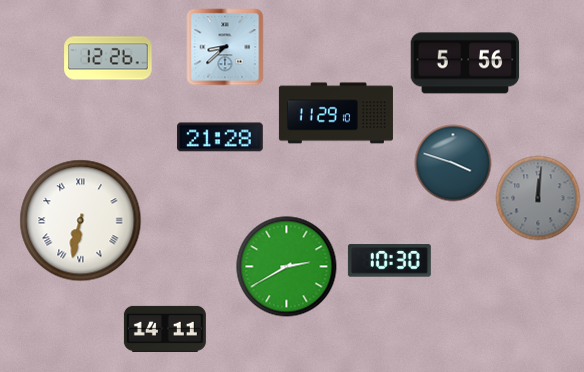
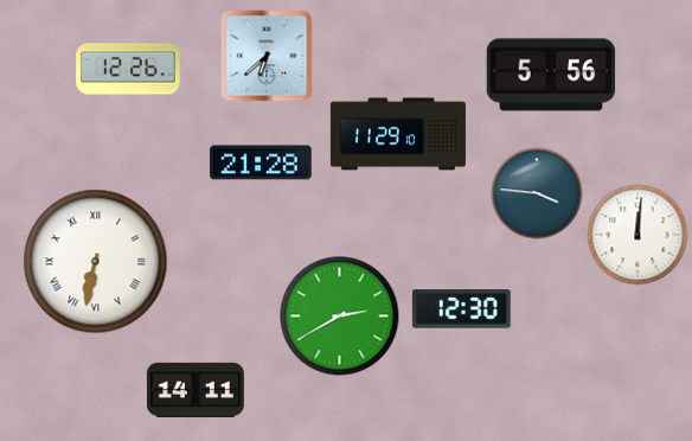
clock at (225, 47): 8:38 -> 6:38
clock at (453, 163): 3:48 -> 3:46
clock at (538, 198) dial: grey -> white
clock at (389, 261): 10:30 -> 12:30
